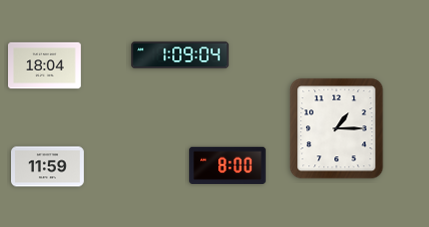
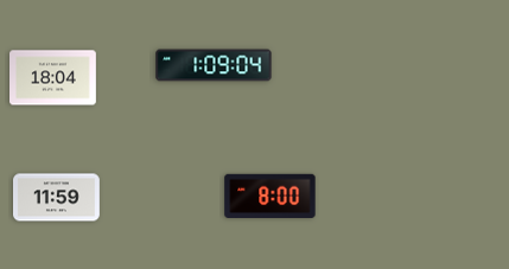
clock at (337, 129): 1:15 -> none
